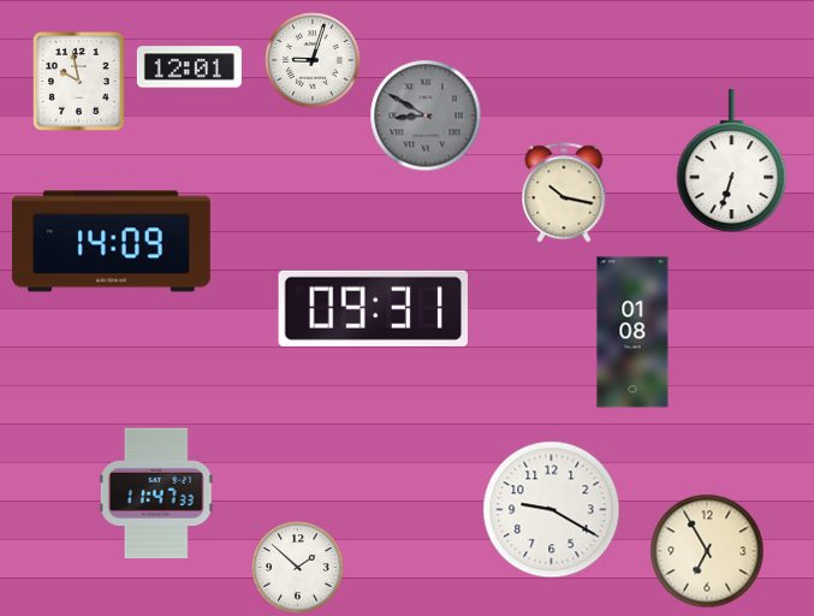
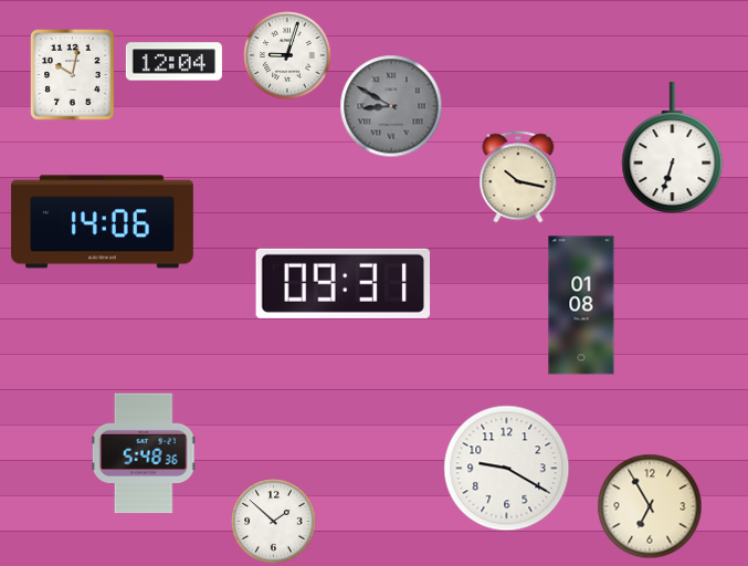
clock at (189, 67): 12:01 -> 12:04
clock at (79, 82): 9:58 -> 10:02
clock at (111, 242): 14:09 -> 14:06
clock at (156, 493): 11:47 -> 5:48
